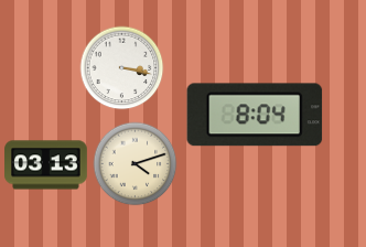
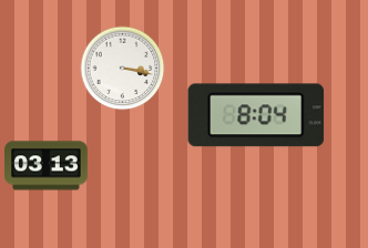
clock at (136, 164): 4:12 -> none
